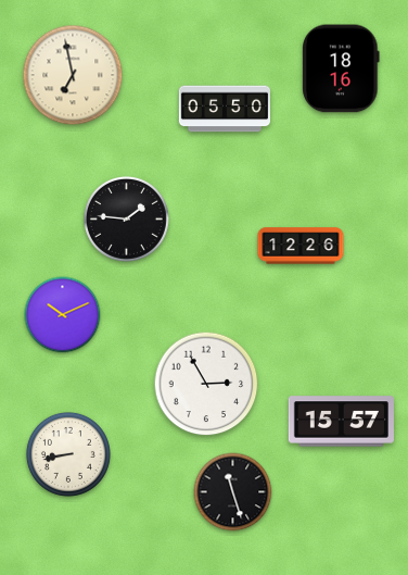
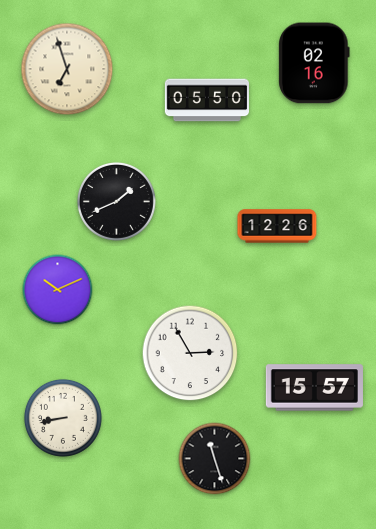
clock at (341, 68): 18:16 -> 02:16
clock at (73, 75): 6:58 -> 6:57
clock at (126, 218): 1:46 -> 1:41
clock at (233, 492) position: (233, 492) -> (215, 459)
